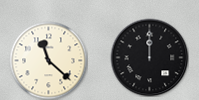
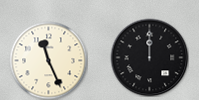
clock at (48, 60): 11:22 -> 11:26
